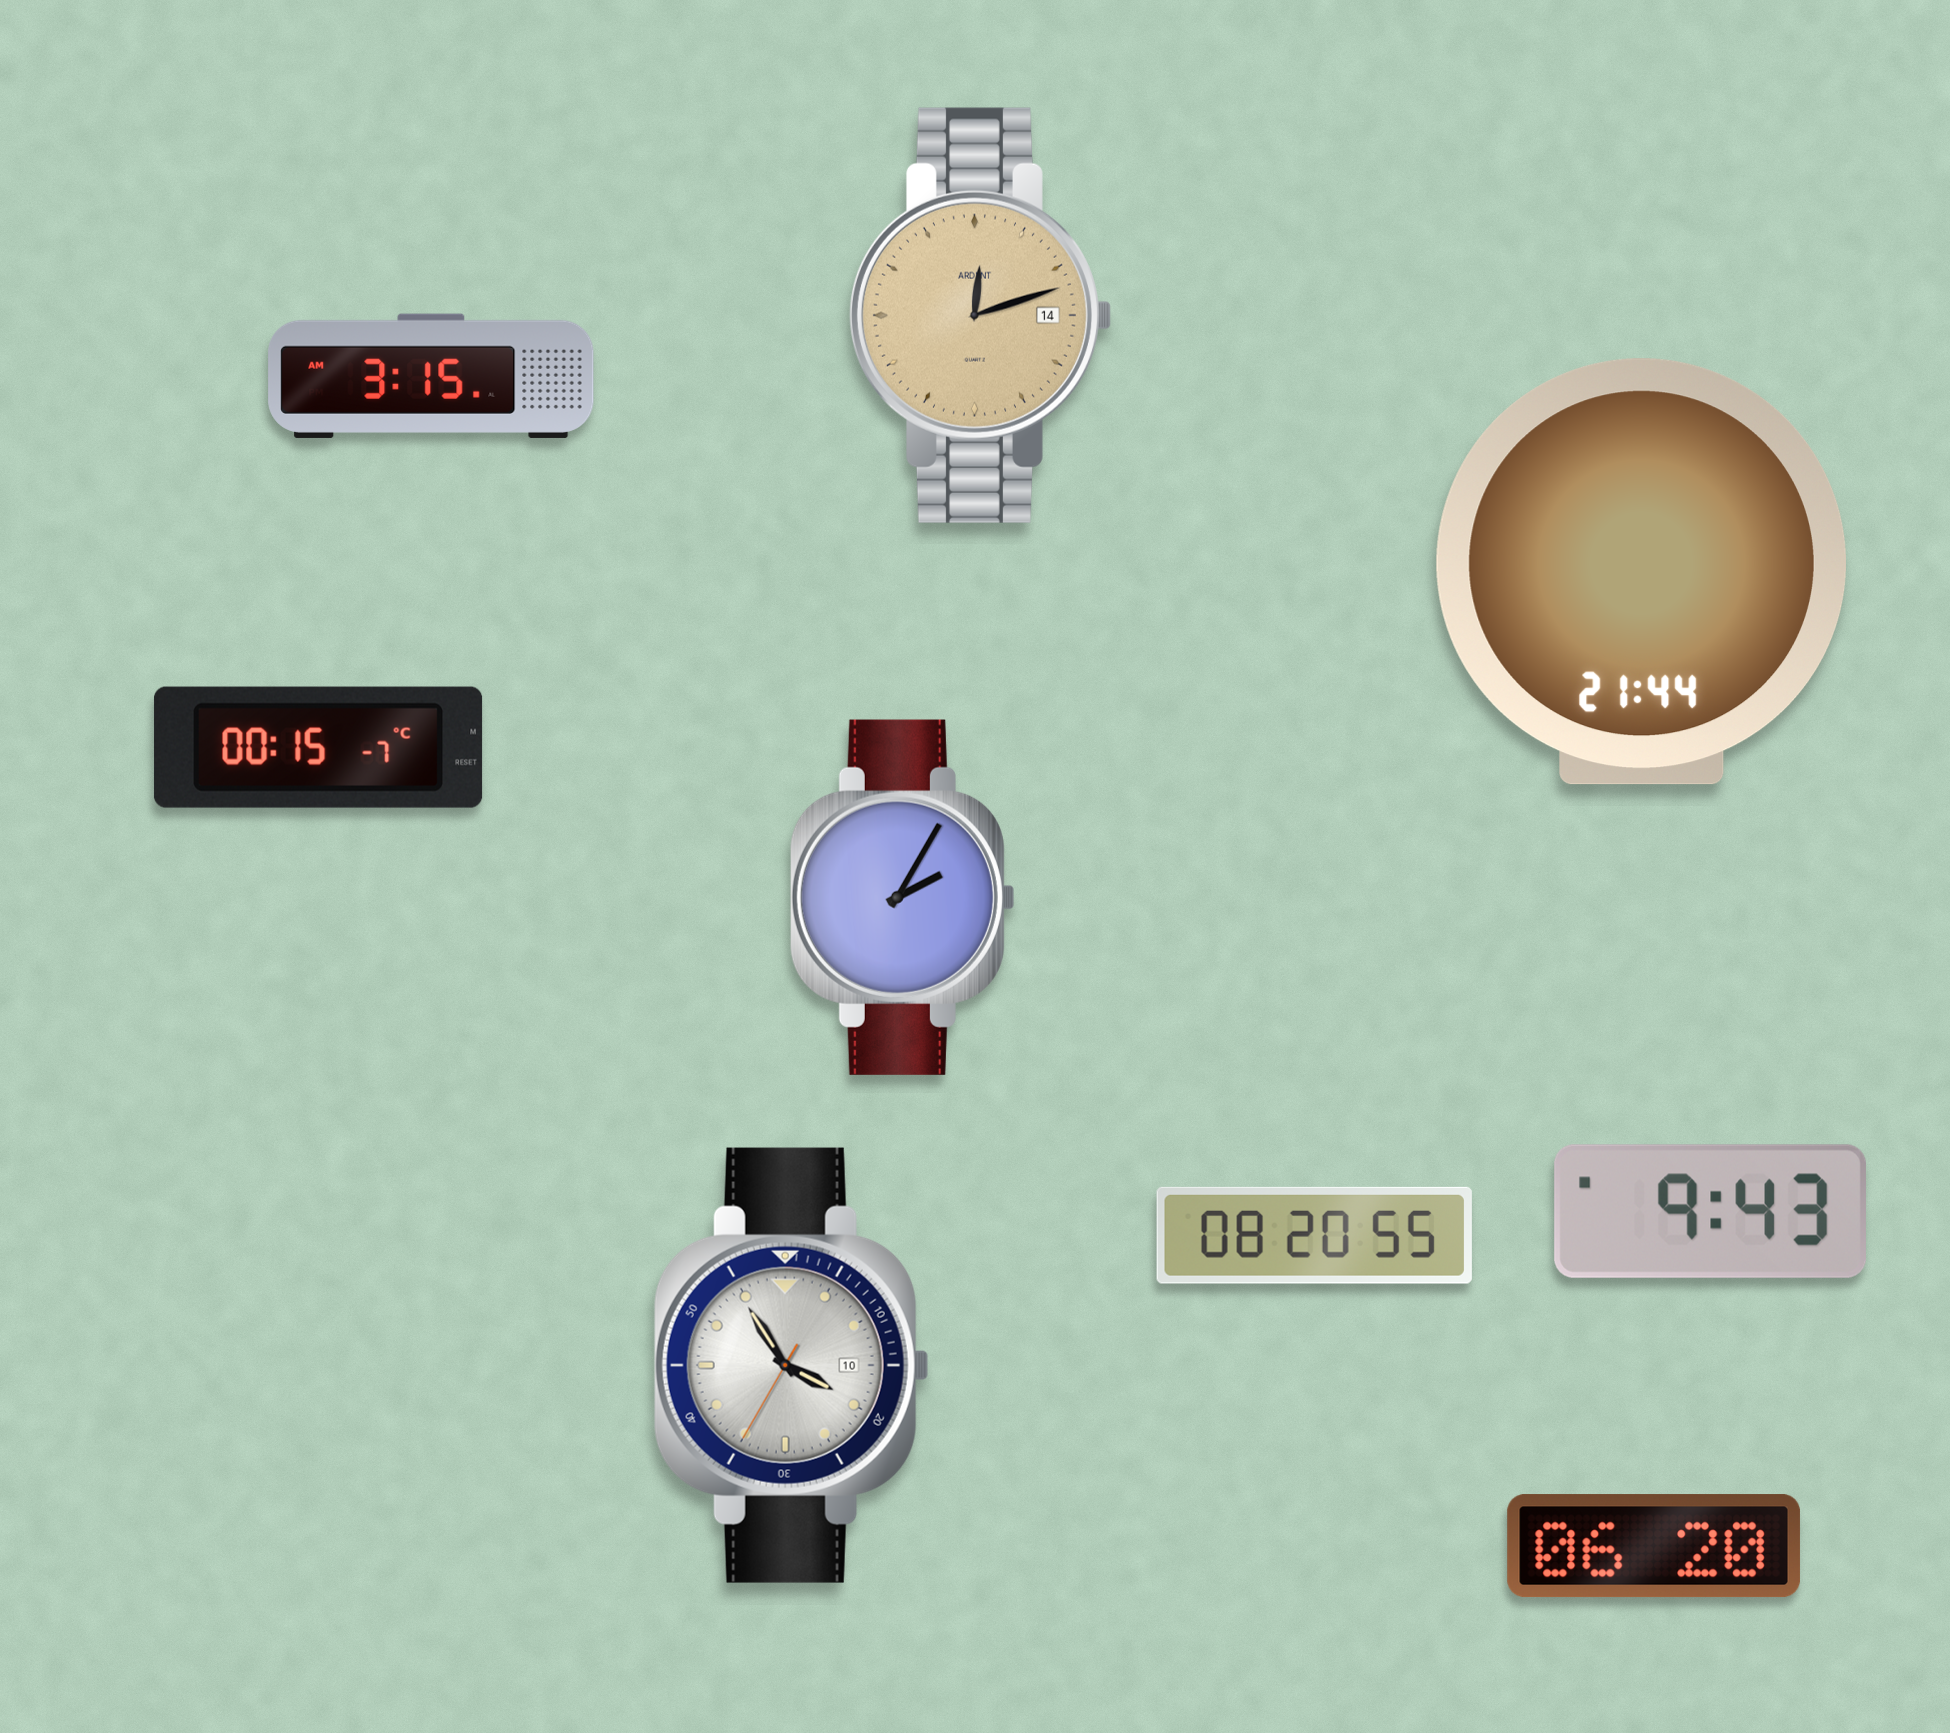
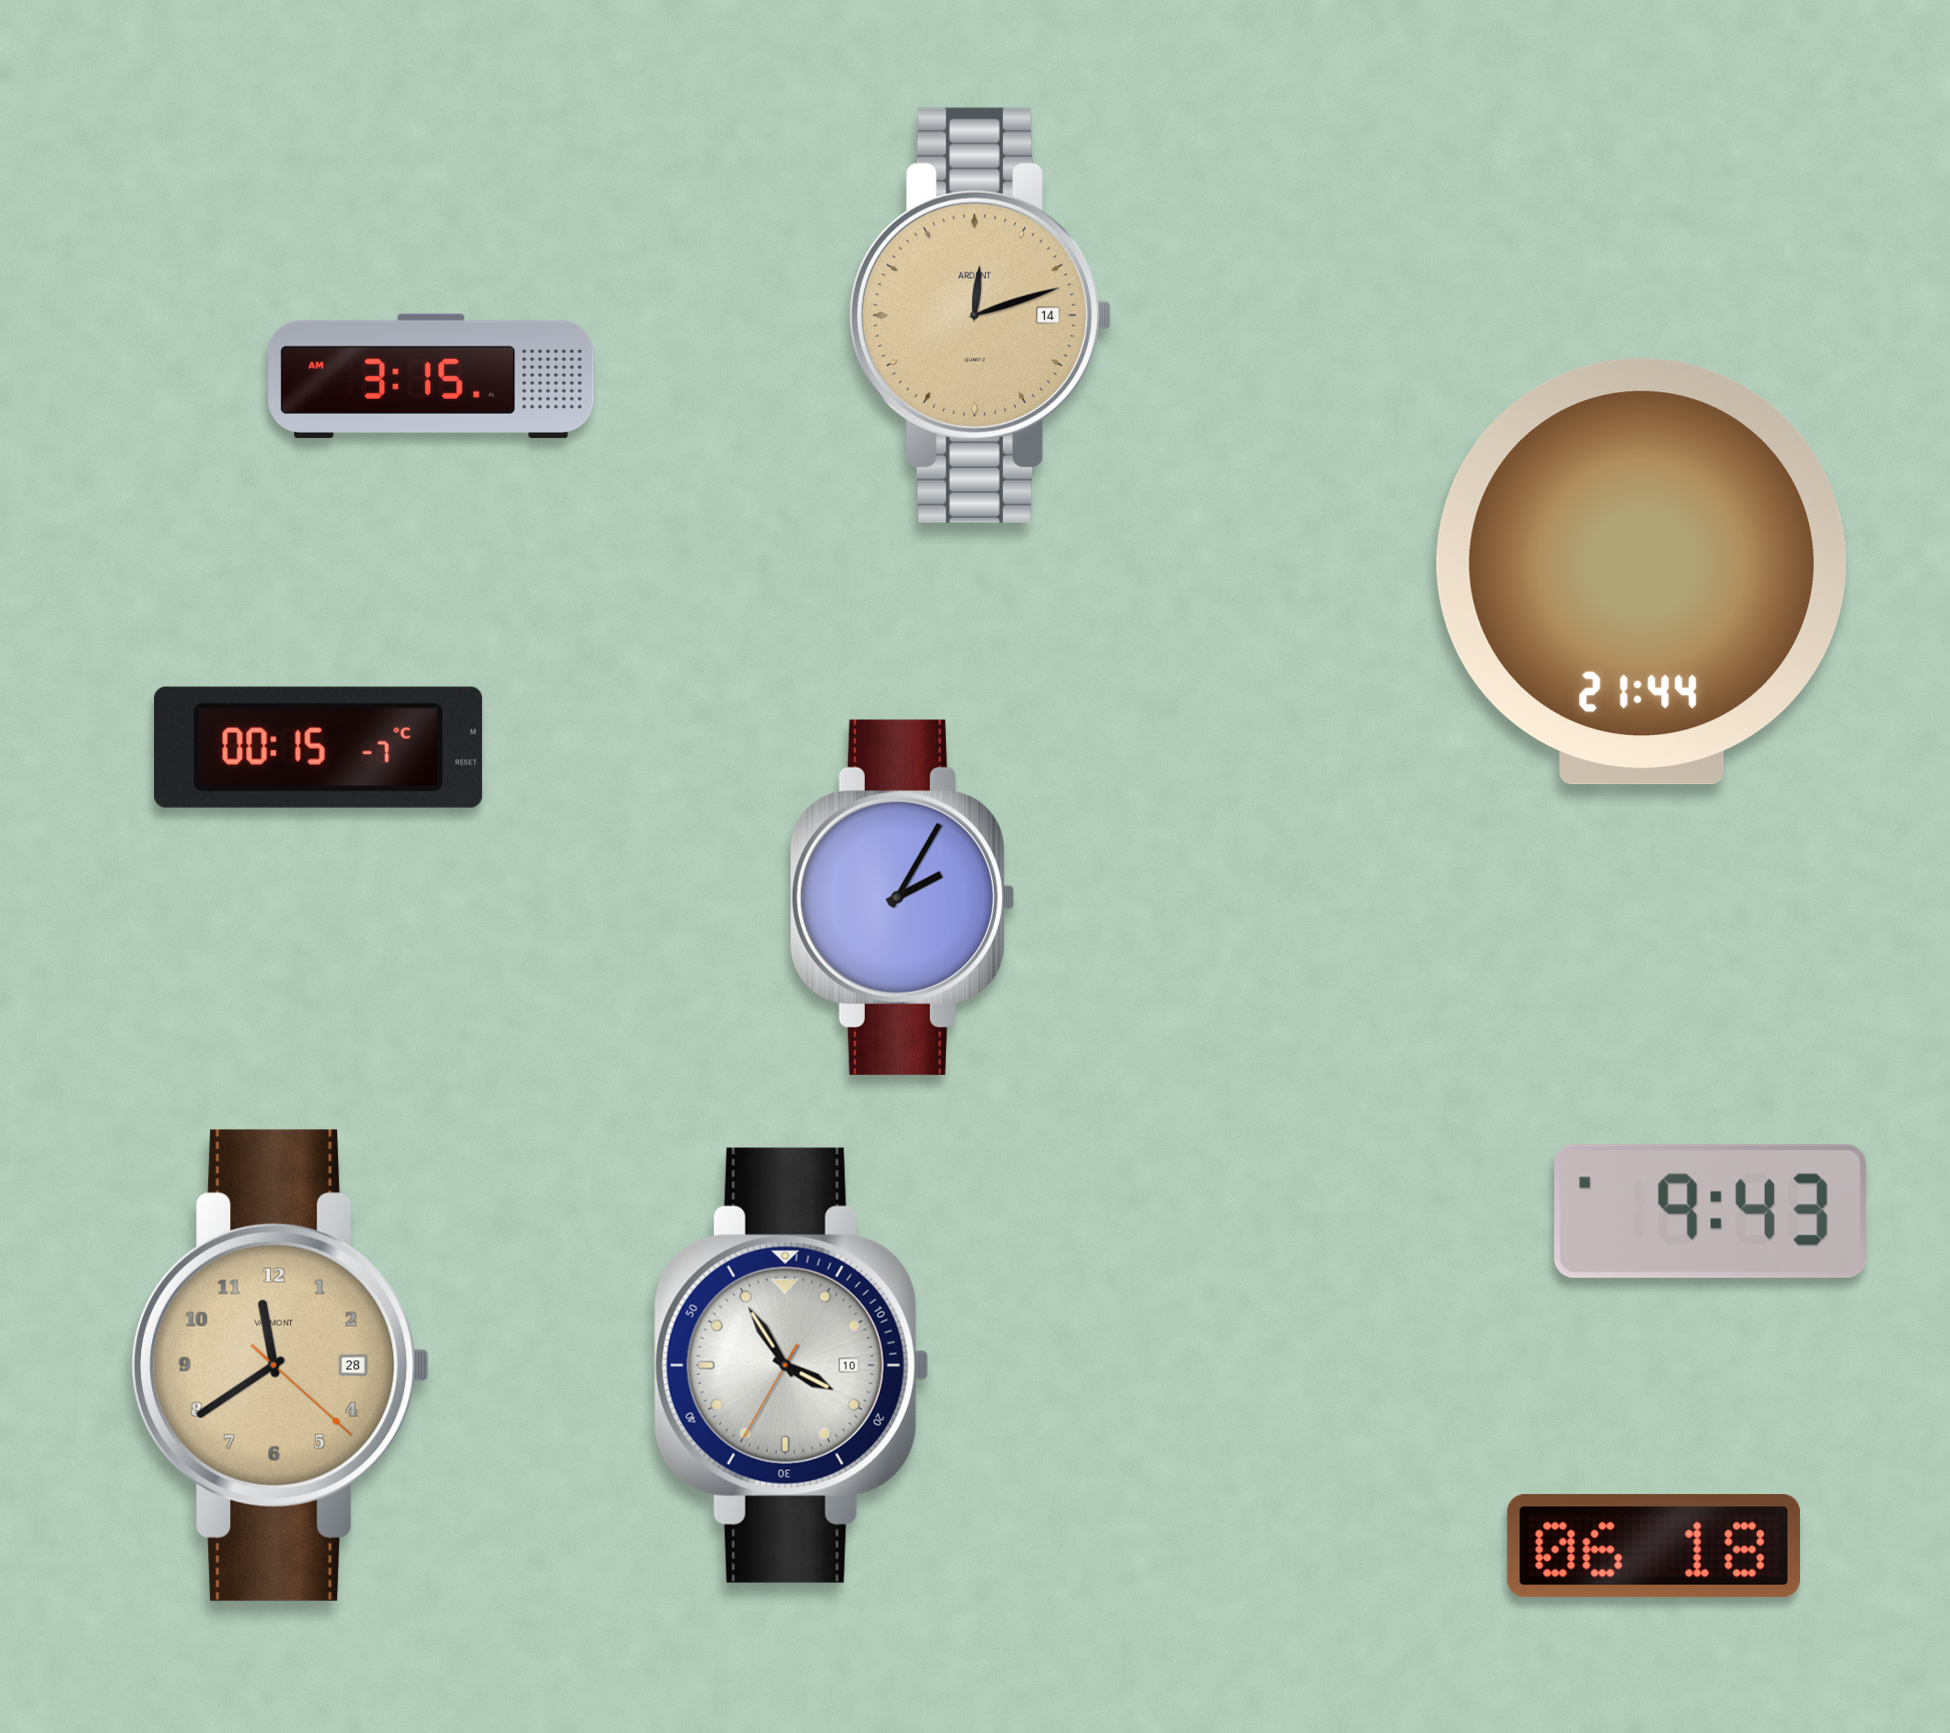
clock at (1314, 1235): 08:20 -> none
clock at (281, 1365): none -> 11:39
clock at (1654, 1546): 06:20 -> 06:18
